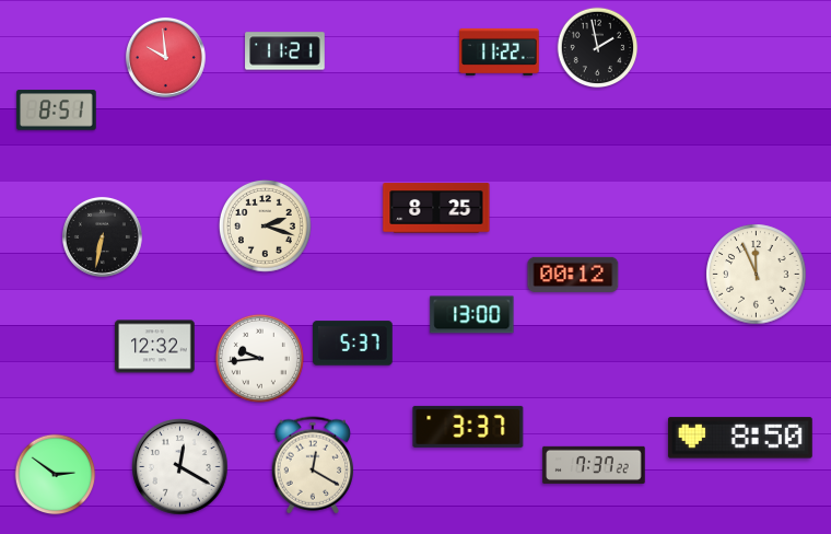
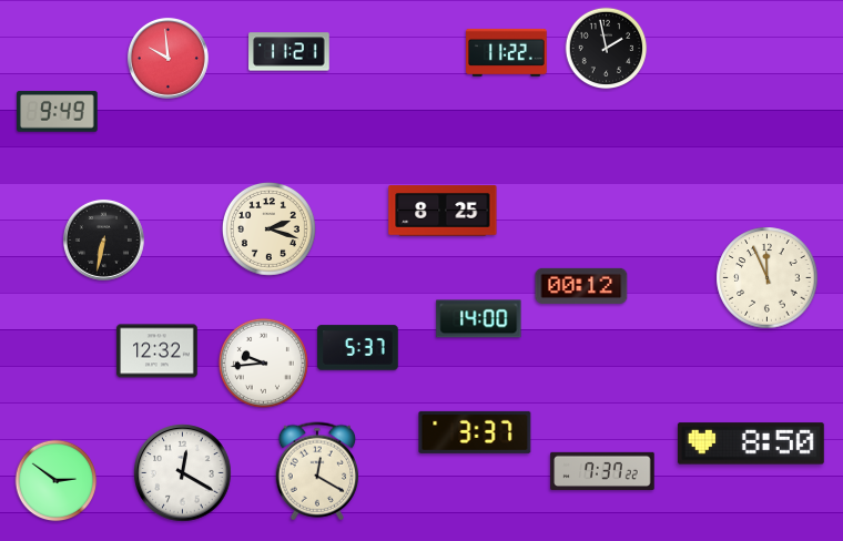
clock at (57, 111): 8:51 -> 9:49
clock at (573, 275) position: (573, 275) -> (581, 286)
clock at (472, 315): 13:00 -> 14:00
